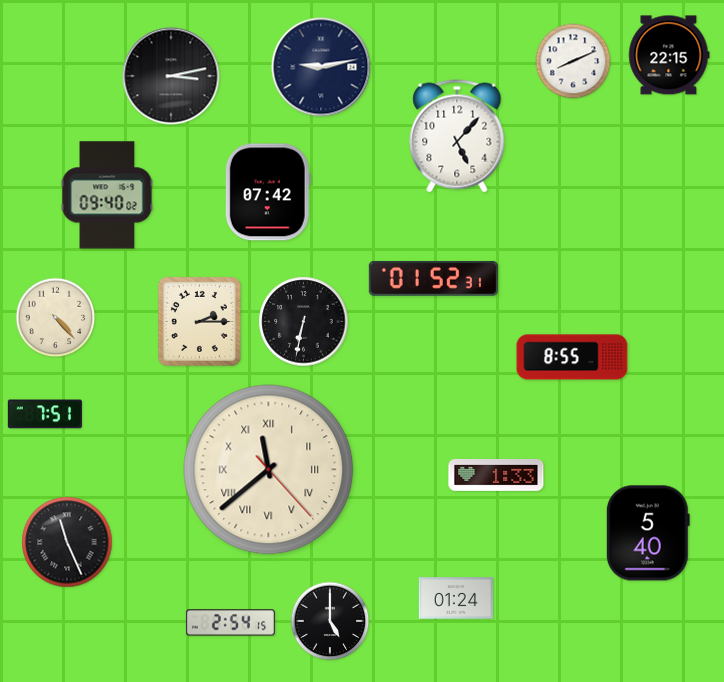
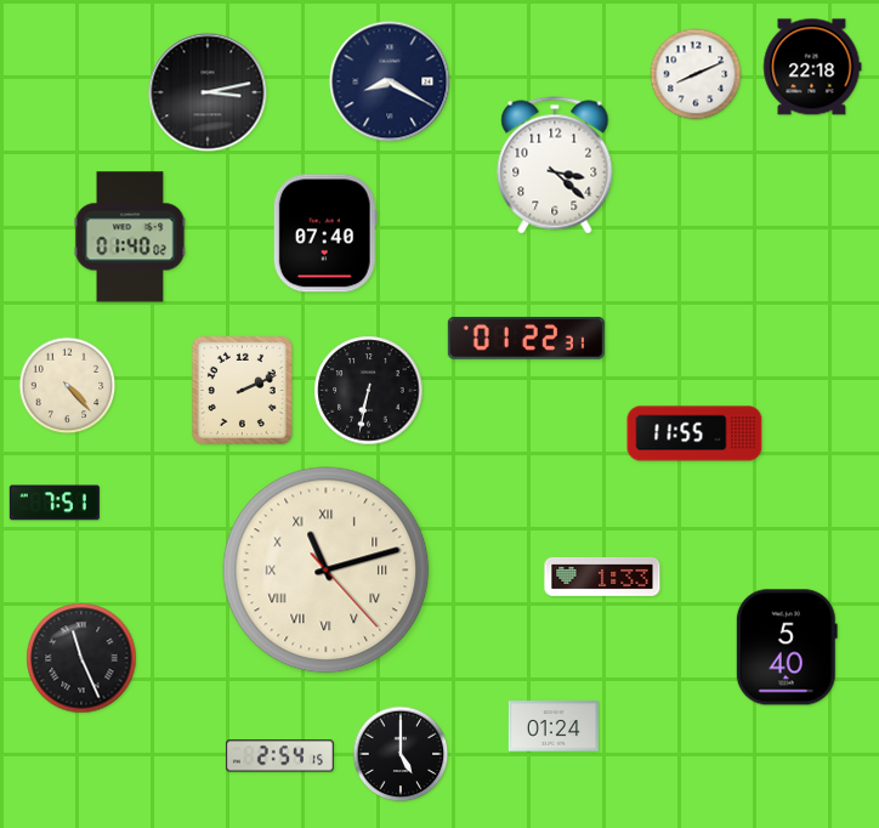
clock at (669, 55): 22:15 -> 22:18
clock at (321, 67): 9:13 -> 8:20
clock at (457, 136): 5:07 -> 3:22
clock at (268, 192): 07:42 -> 07:40
clock at (107, 195): 09:40 -> 01:40
clock at (433, 278): 01:52 -> 01:22
clock at (199, 321): 2:15 -> 2:11
clock at (572, 357): 8:55 -> 11:55
clock at (269, 470): 11:38 -> 11:12
